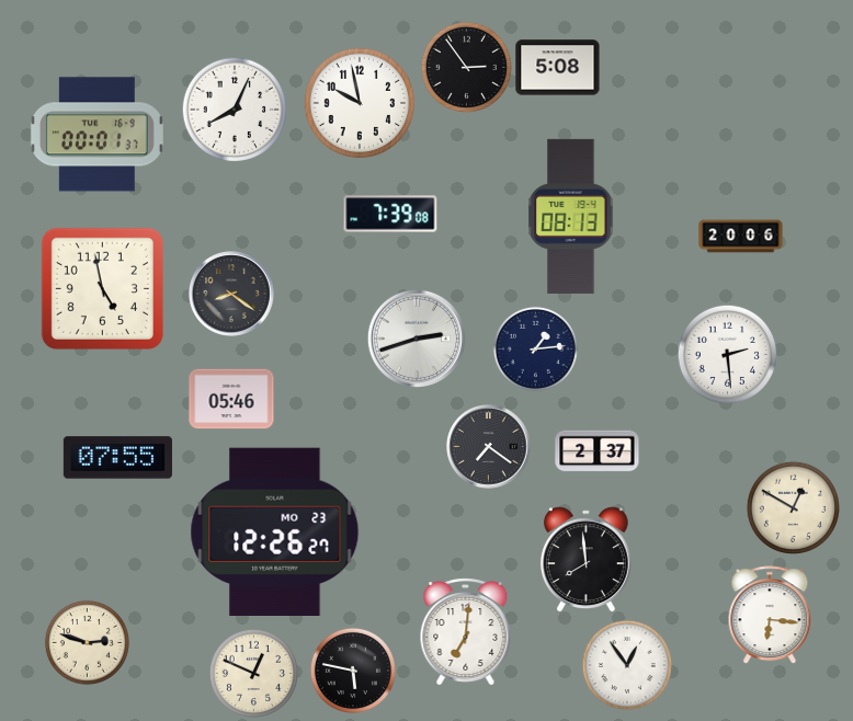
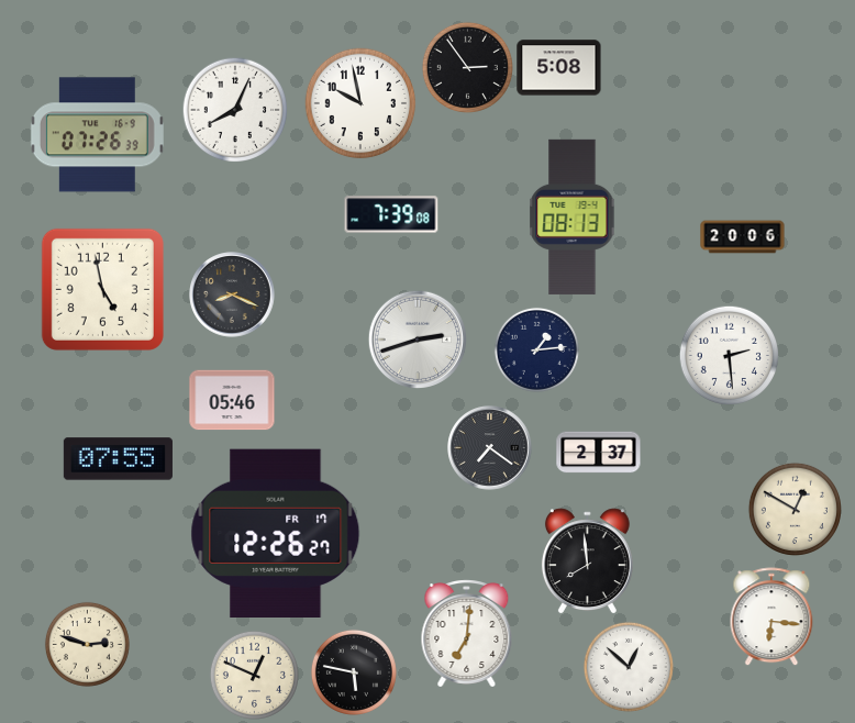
clock at (96, 135): 00:01 -> 07:26
clock at (231, 294): 8:21 -> 8:19
clock at (275, 531) date: MO 23 -> FR 17
clock at (627, 665): 12:54 -> 12:52
